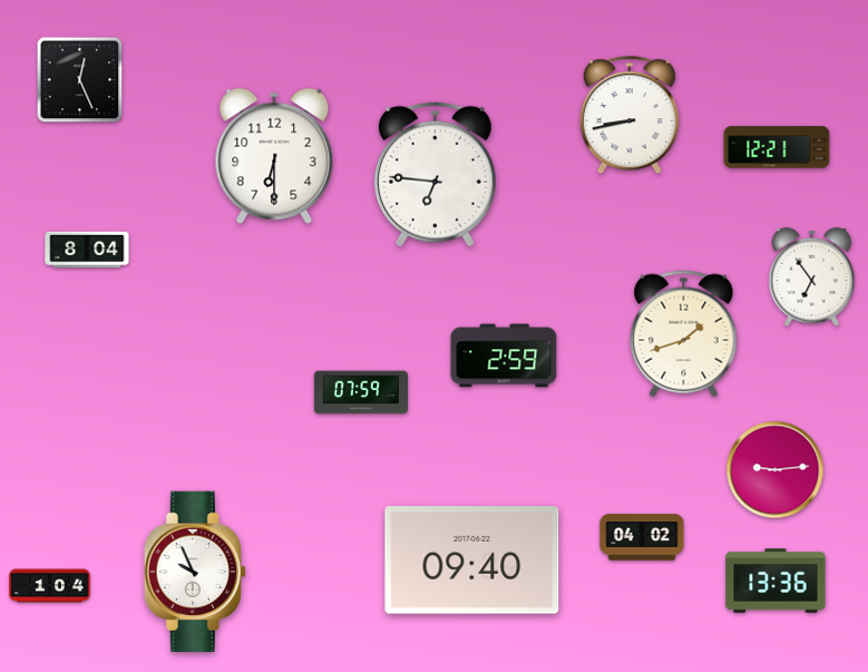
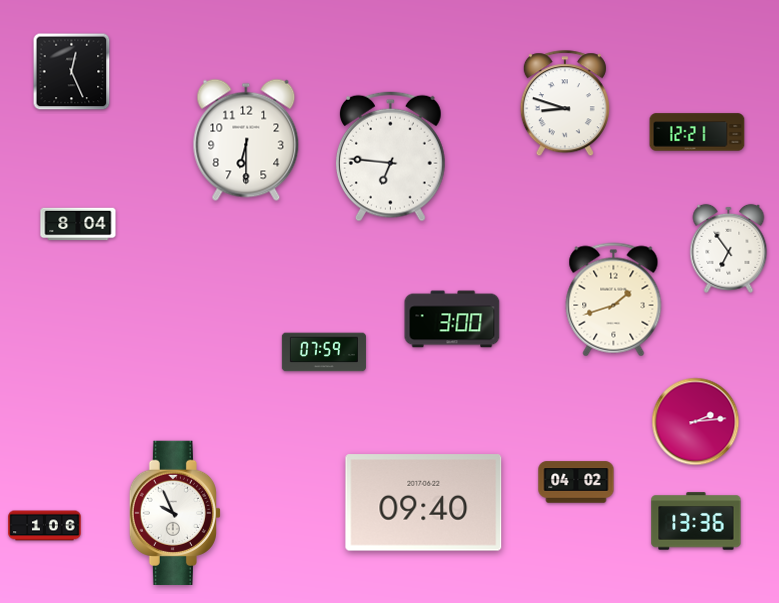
clock at (630, 116): 8:43 -> 8:48
clock at (504, 356): 2:59 -> 3:00
clock at (776, 470): 9:14 -> 2:14
clock at (50, 586): 1:04 -> 1:06
